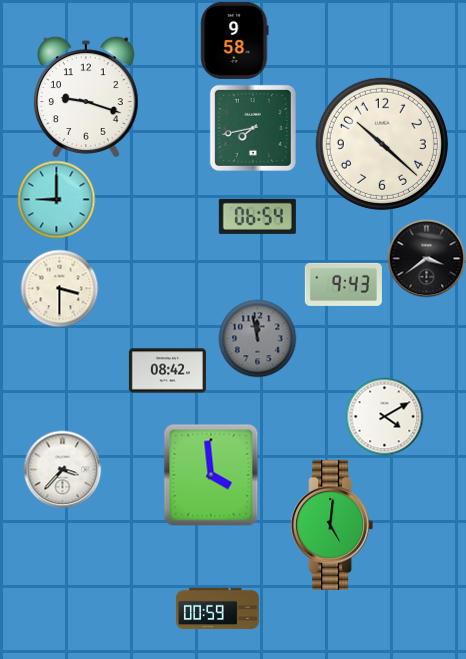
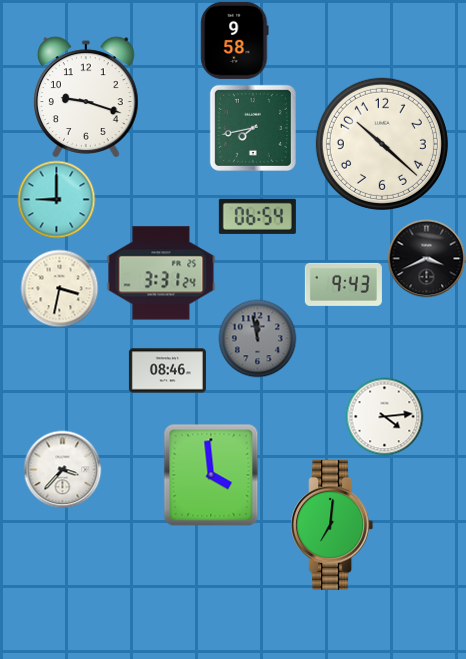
clock at (426, 258): 3:39 -> 3:41
clock at (161, 273): none -> 3:31
clock at (59, 288): 3:30 -> 3:32
clock at (167, 371): 08:42 -> 08:46
clock at (384, 416): 4:10 -> 4:14
clock at (332, 525): 5:01 -> 7:01
clock at (218, 609): 00:59 -> none
